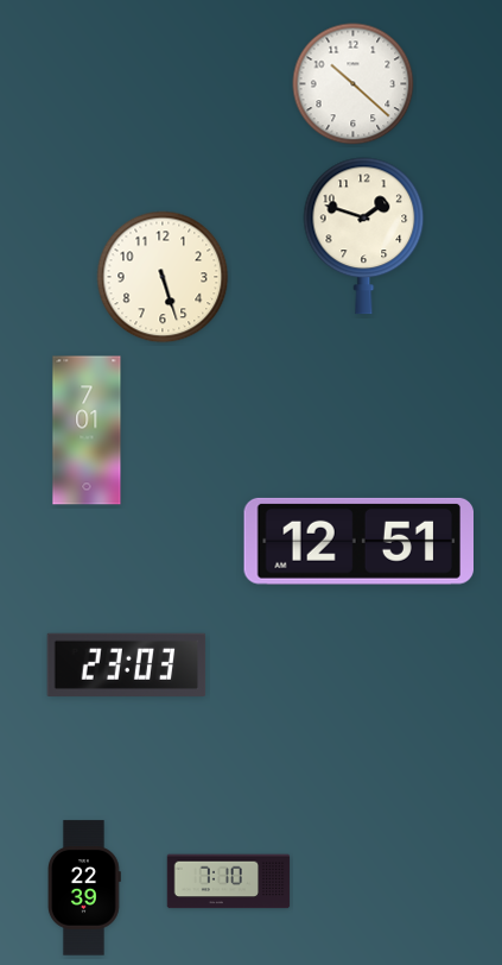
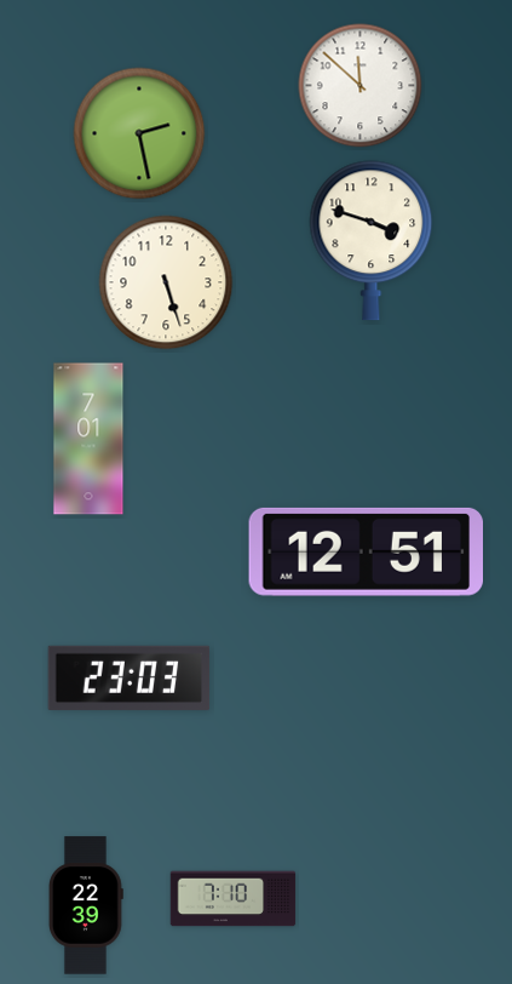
clock at (354, 84): 10:22 -> 11:52
clock at (139, 133): none -> 2:28
clock at (364, 236): 1:48 -> 3:48
